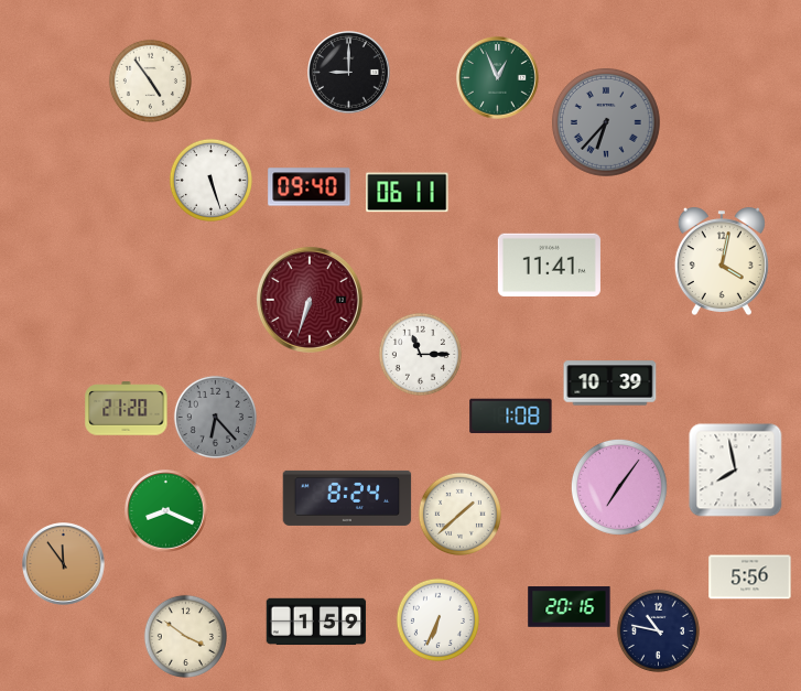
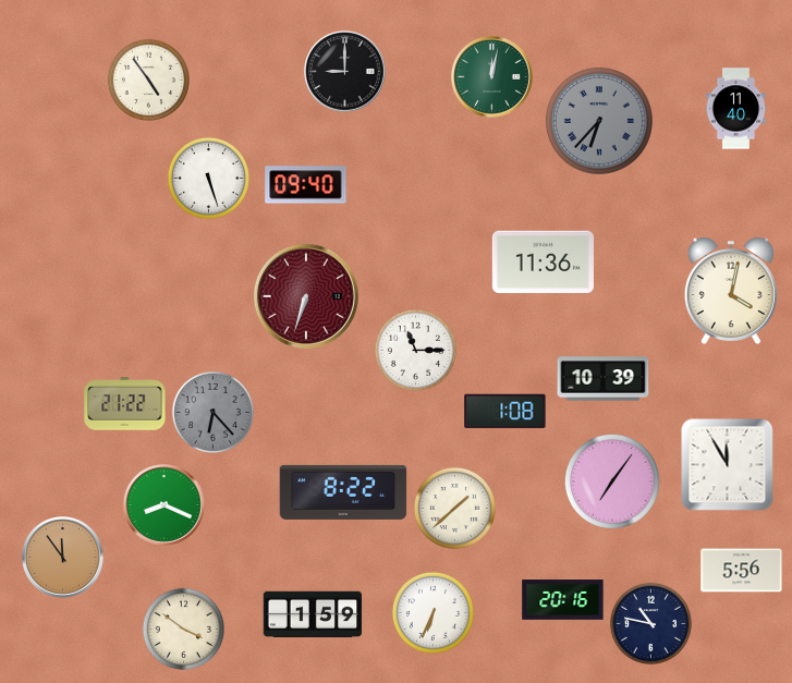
clock at (498, 78): 12:56 -> 12:02
clock at (736, 109): none -> 11:40
clock at (408, 193): 06:11 -> none
clock at (722, 261) position: (722, 261) -> (731, 291)
clock at (549, 264): 11:41 -> 11:36
clock at (127, 409): 21:20 -> 21:22
clock at (736, 471): 7:58 -> 11:55
clock at (347, 498): 8:24 -> 8:22
